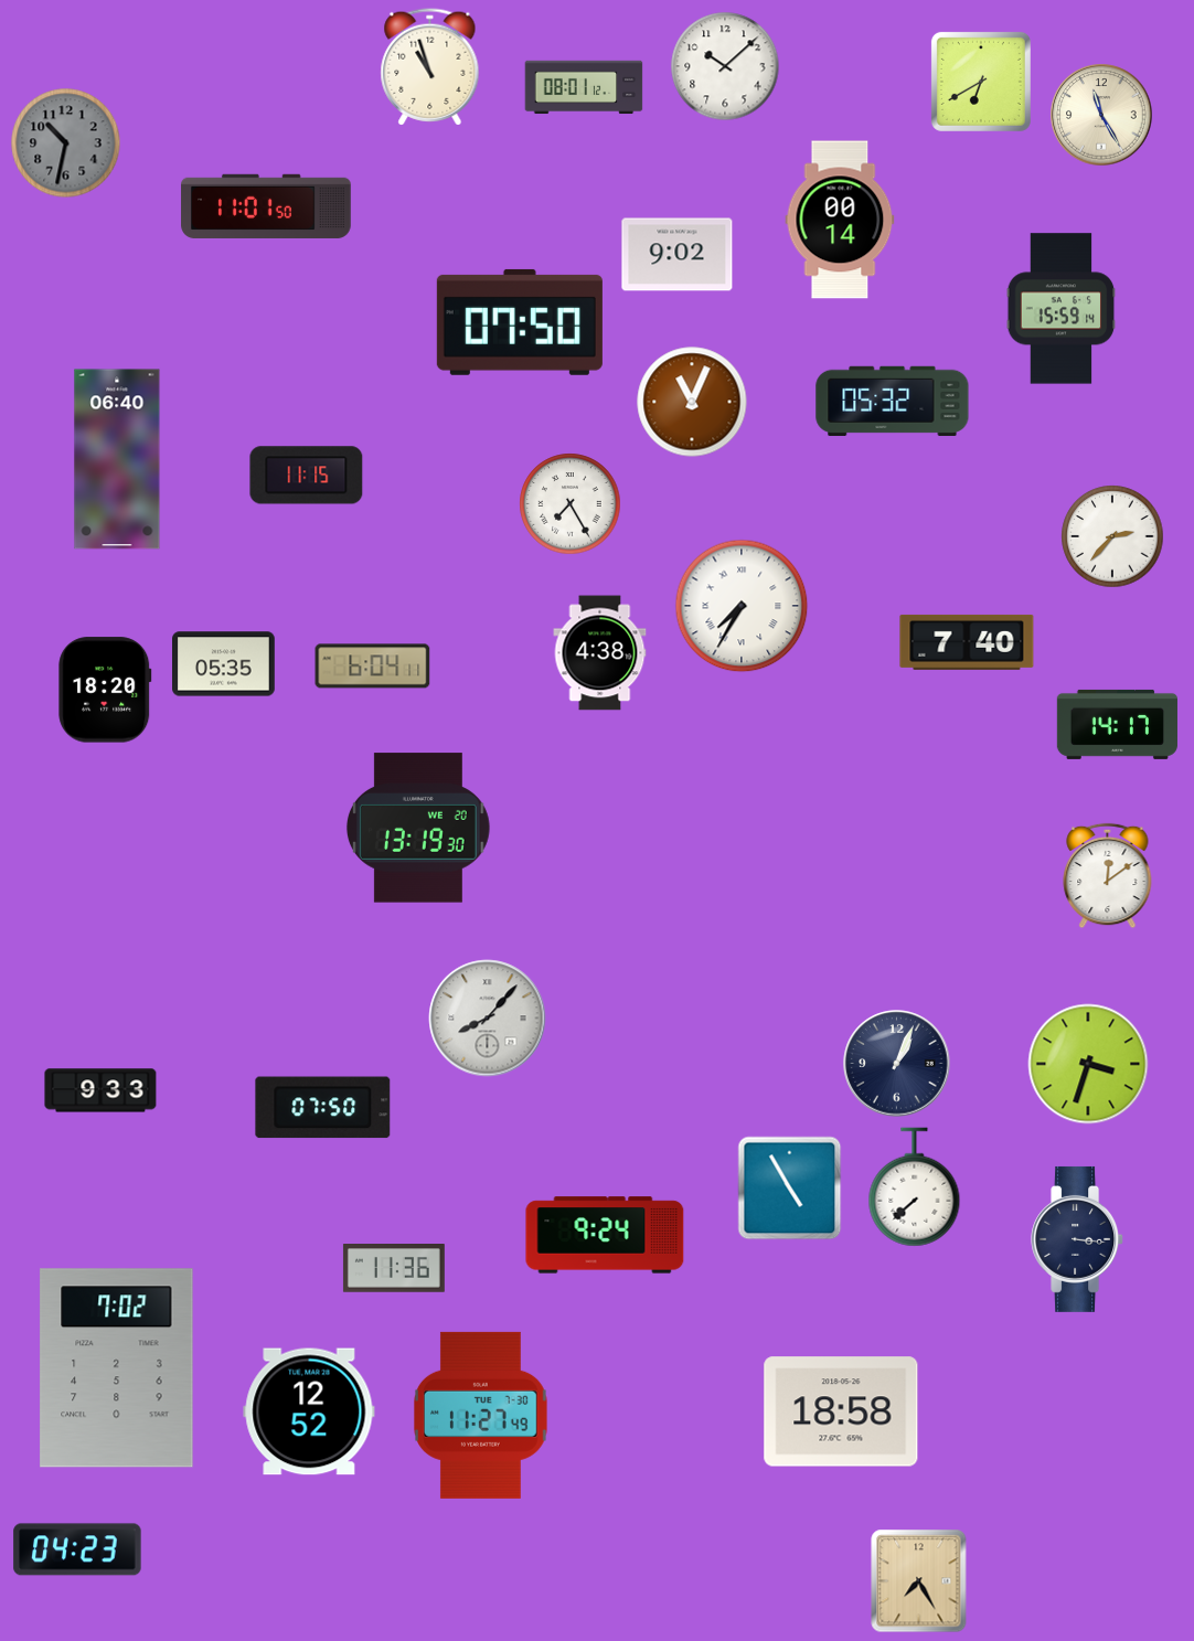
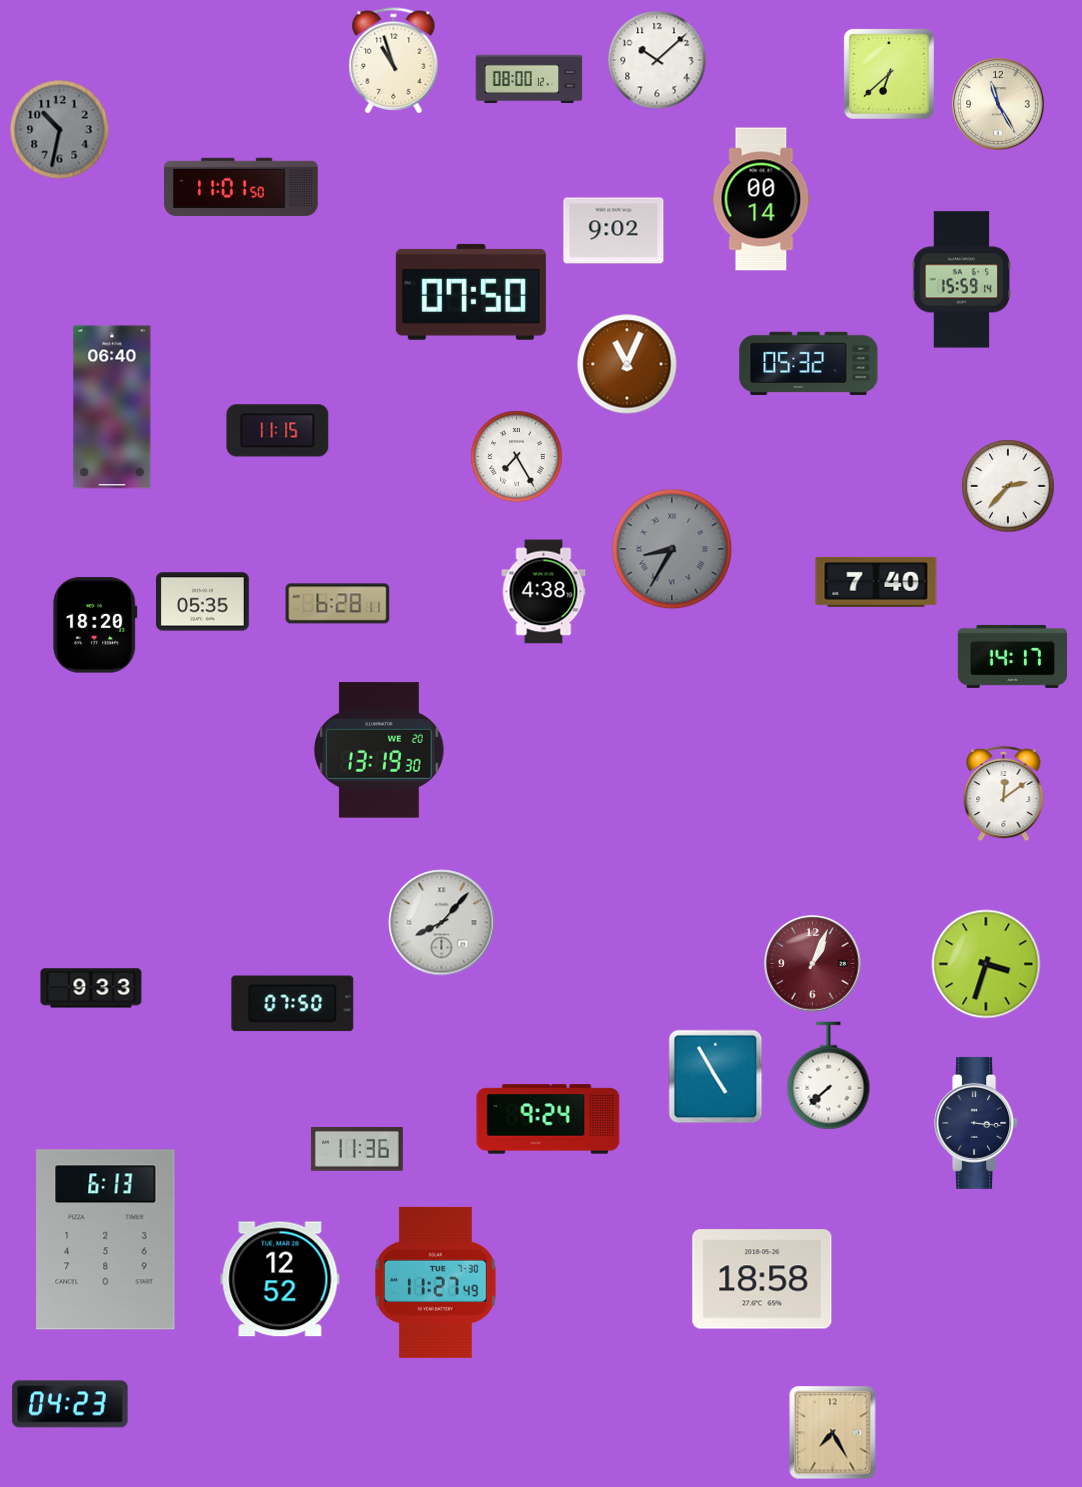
clock at (430, 67) position: (430, 67) -> (394, 61)
clock at (981, 82): 6:40 -> 6:38
clock at (584, 87): 08:01 -> 08:00
clock at (117, 459) position: (117, 459) -> (112, 407)
clock at (742, 606): 7:35 -> 8:35
clock at (742, 606) dial: white -> grey
clock at (373, 667): 6:04 -> 6:28
clock at (897, 1064) dial: navy -> burgundy
clock at (117, 1368): 7:02 -> 6:13
